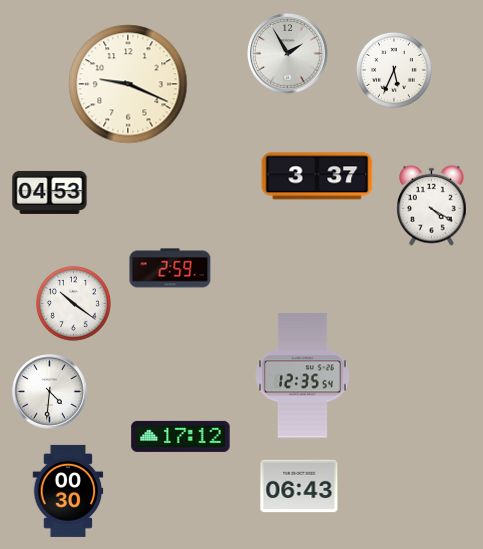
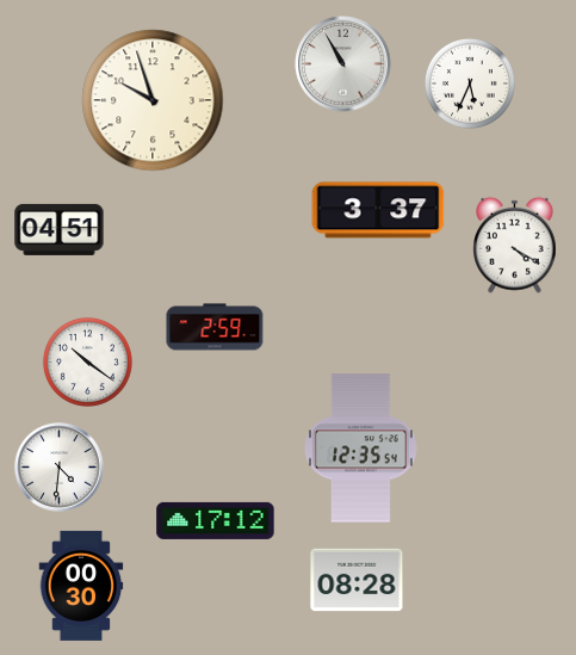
clock at (288, 54): 1:55 -> 10:55
clock at (128, 84): 9:19 -> 9:57
clock at (50, 192): 04:53 -> 04:51
clock at (170, 268) position: (170, 268) -> (215, 327)
clock at (299, 486): 06:43 -> 08:28
